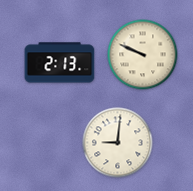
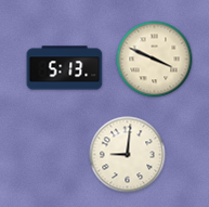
clock at (143, 55): 9:49 -> 3:49
clock at (60, 63): 2:13 -> 5:13
